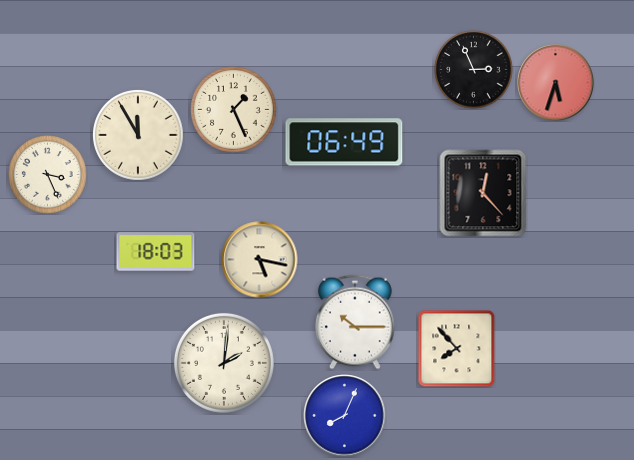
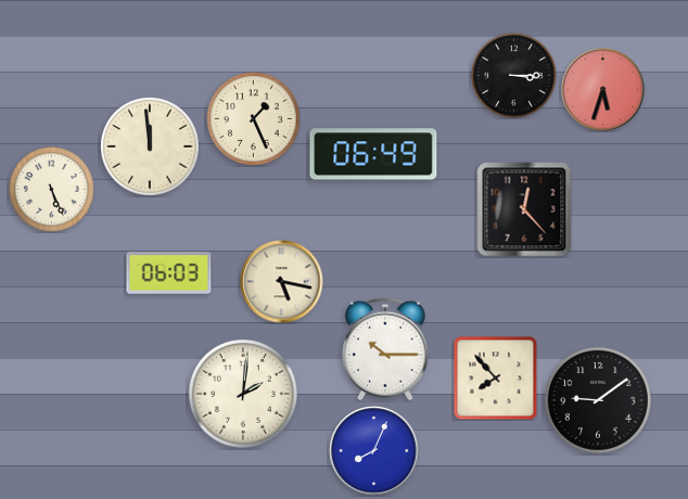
clock at (474, 70): 2:56 -> 3:15
clock at (139, 136): 11:55 -> 11:59
clock at (48, 175): 3:26 -> 5:26
clock at (156, 252): 18:03 -> 06:03
clock at (598, 400): none -> 9:09
